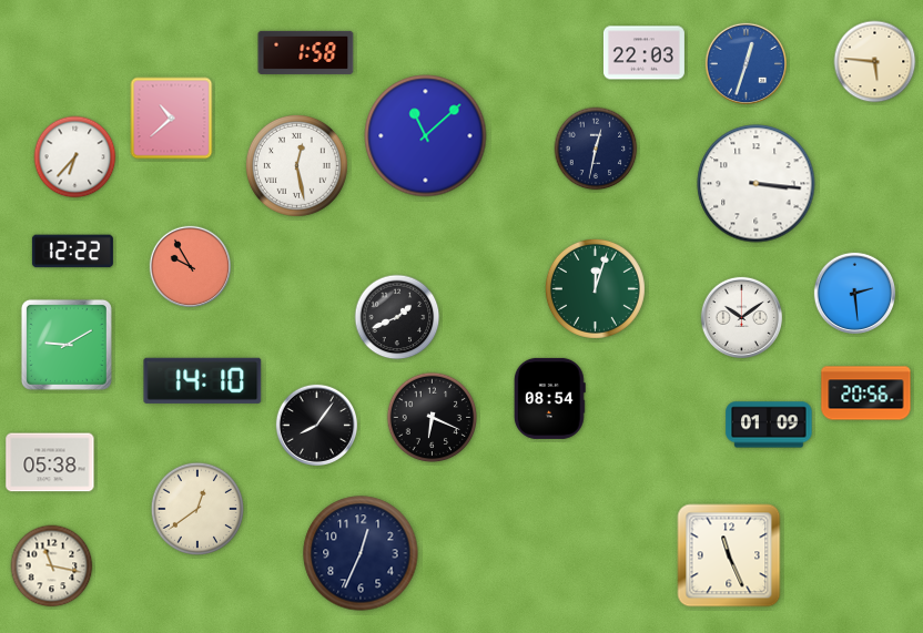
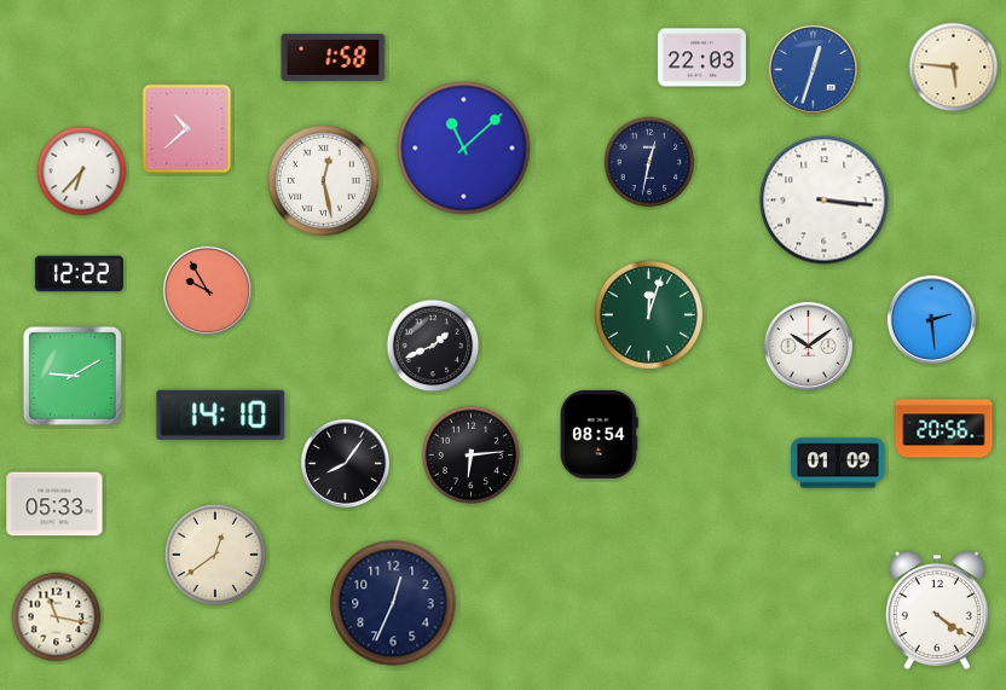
clock at (433, 418): 6:19 -> 6:14
clock at (50, 462): 05:38 -> 05:33
clock at (729, 555): 11:26 -> none
clock at (937, 610): none -> 4:21
